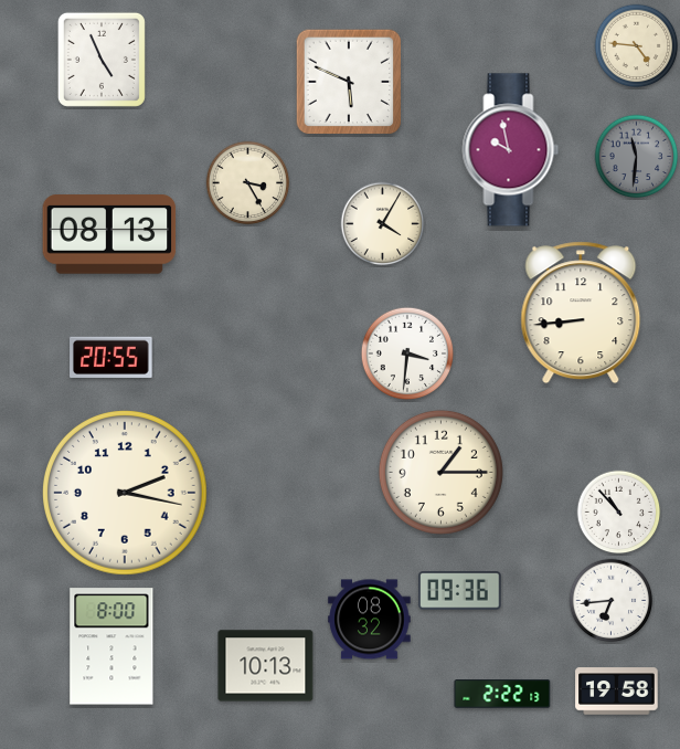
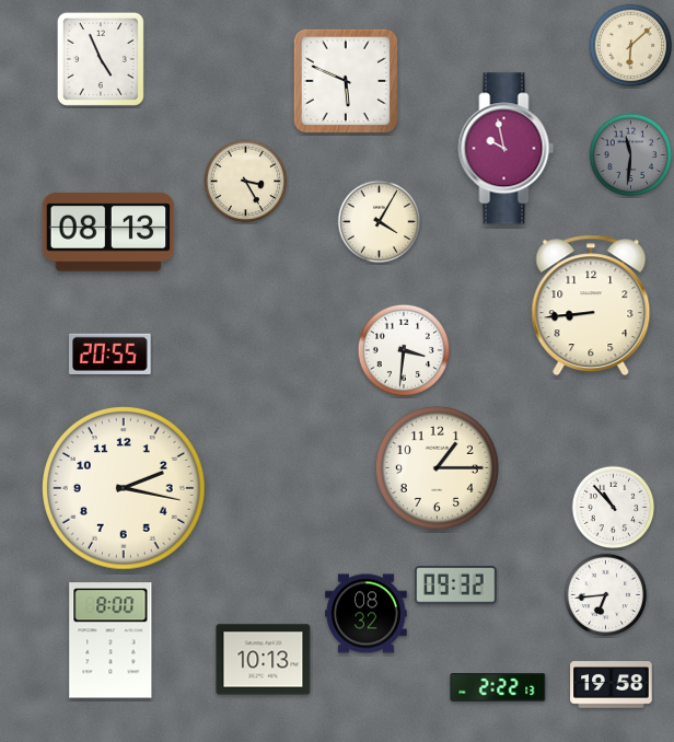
clock at (637, 46): 4:46 -> 6:08
clock at (581, 313) position: (581, 313) -> (591, 305)
clock at (460, 591): 09:36 -> 09:32
